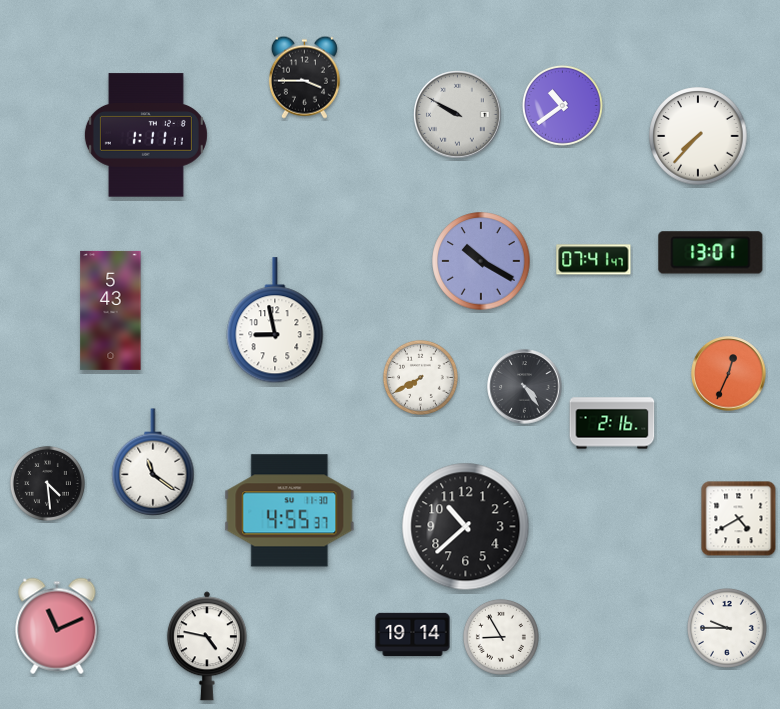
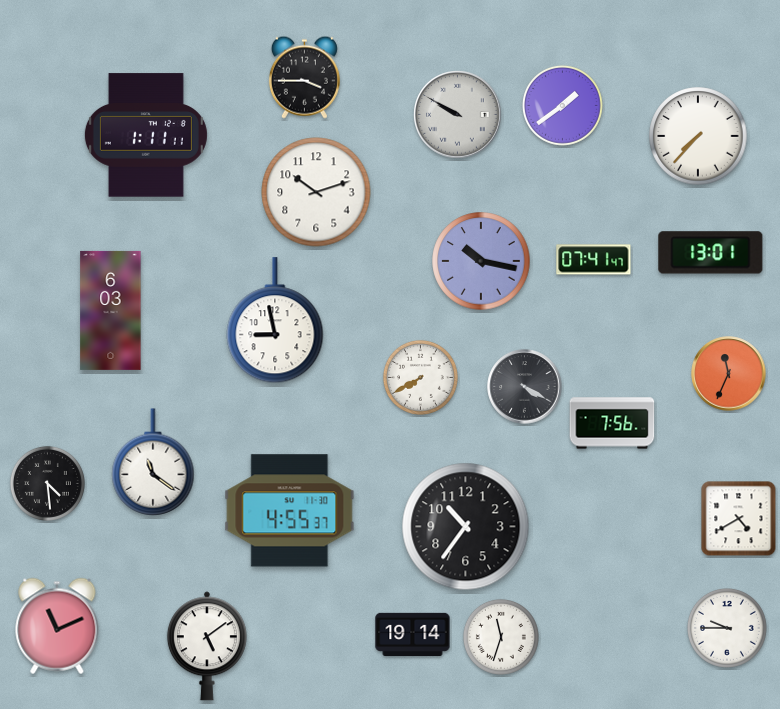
clock at (563, 106): 10:39 -> 1:39
clock at (316, 192): none -> 10:12
clock at (481, 261): 10:20 -> 10:17
clock at (111, 310): 5:43 -> 6:03
clock at (729, 374): 12:34 -> 11:34
clock at (525, 387): 4:24 -> 4:20
clock at (612, 423): 2:16 -> 7:56
clock at (466, 527): 10:38 -> 10:36
clock at (501, 637): 8:55 -> 11:33
clock at (207, 646): 4:47 -> 5:09
